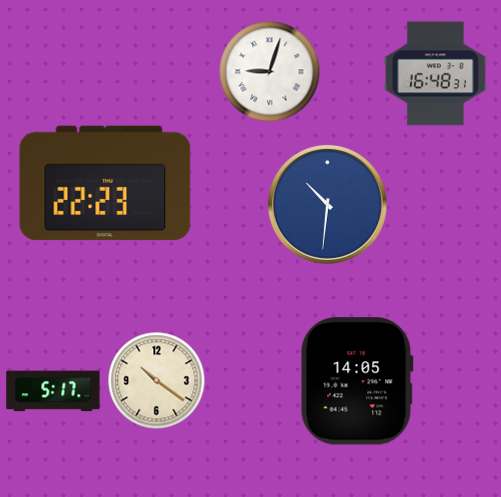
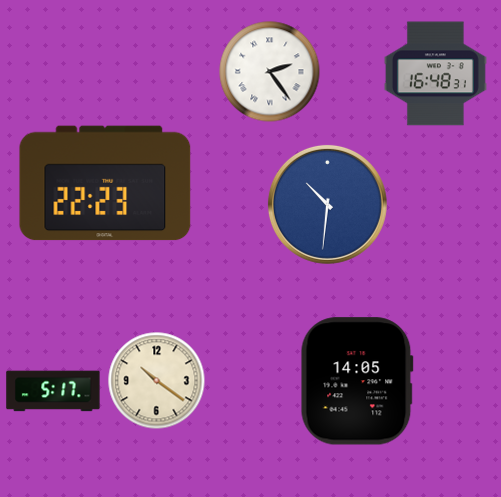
clock at (270, 72): 9:03 -> 2:24
